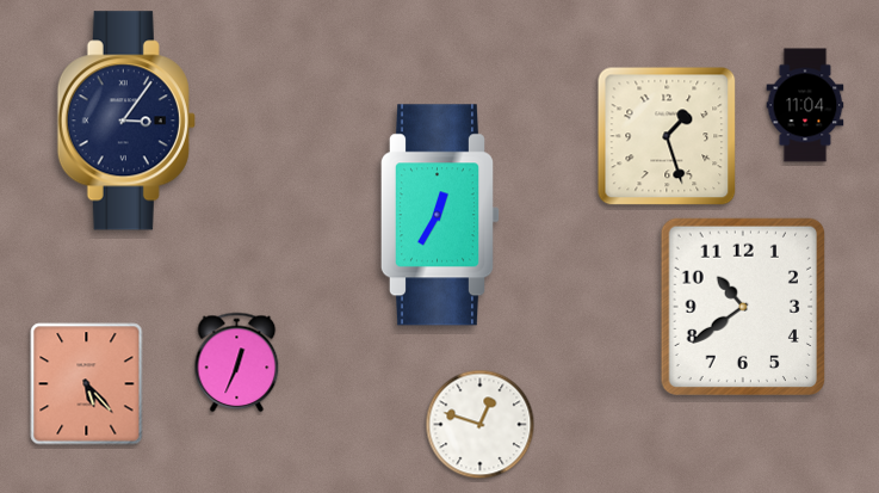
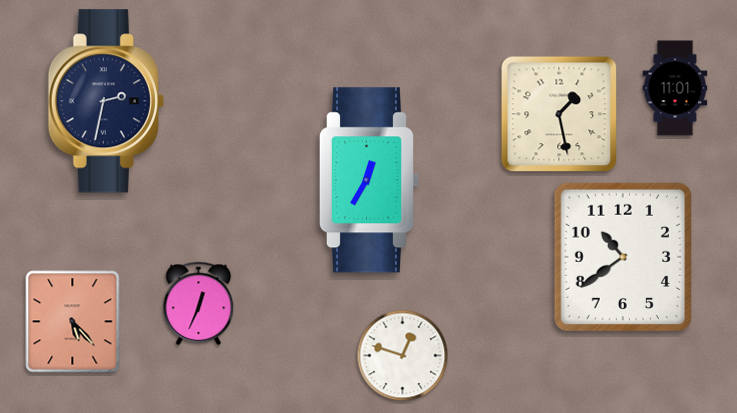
clock at (805, 105): 11:04 -> 11:01
clock at (126, 121): 3:06 -> 2:32
clock at (667, 136): 1:27 -> 1:28
